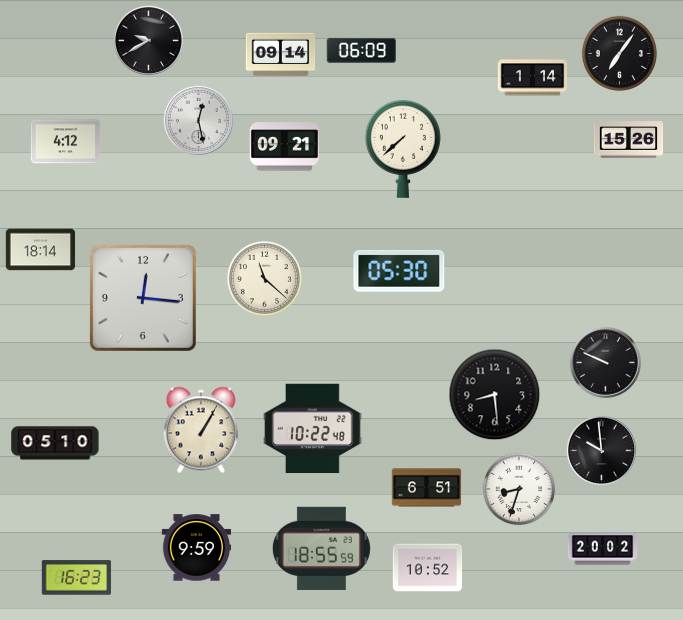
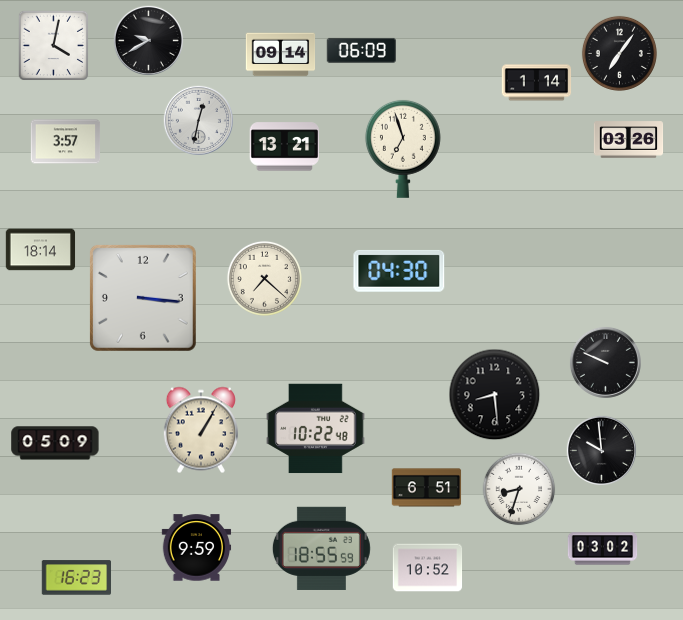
clock at (53, 45): none -> 4:02
clock at (533, 78) position: (533, 78) -> (537, 83)
clock at (198, 120): 12:28 -> 12:32
clock at (629, 140): 15:26 -> 03:26
clock at (66, 142): 4:12 -> 3:57
clock at (284, 147): 09:21 -> 13:21
clock at (403, 149): 7:38 -> 6:57
clock at (399, 271): 05:30 -> 04:30
clock at (264, 278): 11:22 -> 7:22
clock at (143, 298): 12:16 -> 3:16
clock at (313, 429) position: (313, 429) -> (316, 429)
clock at (55, 443): 05:10 -> 05:09
clock at (603, 549): 20:02 -> 03:02
